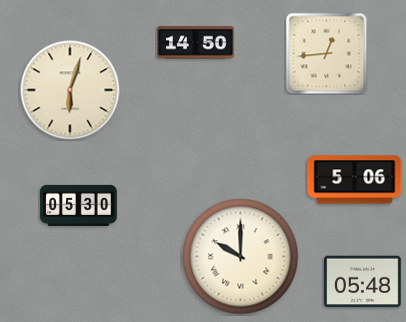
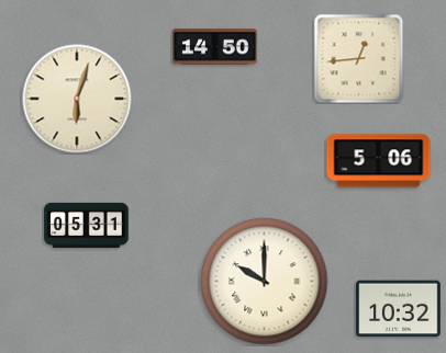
clock at (355, 180) position: (355, 180) -> (379, 161)
clock at (79, 205): 05:30 -> 05:31
clock at (363, 282): 05:48 -> 10:32
